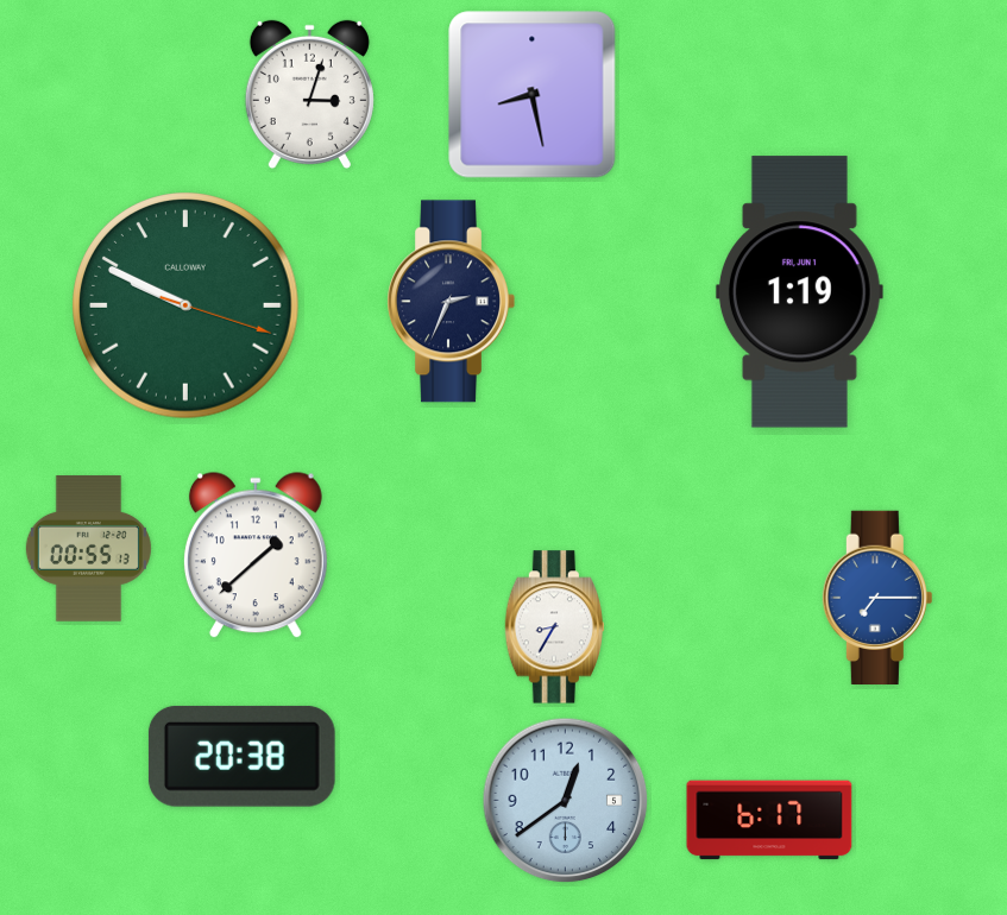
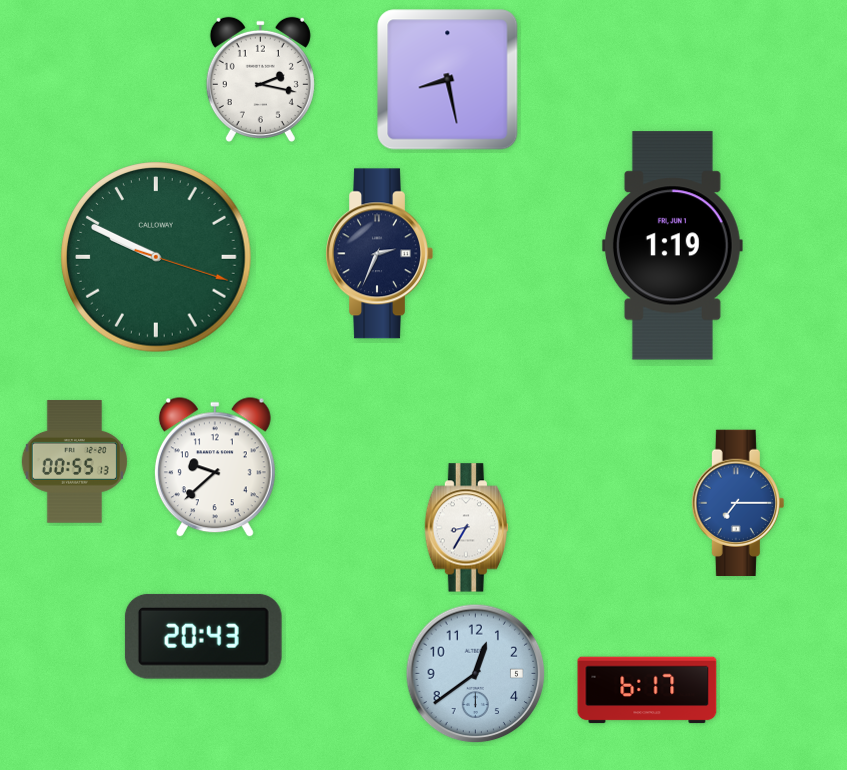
clock at (309, 94): 3:03 -> 2:17
clock at (256, 556): 1:38 -> 9:38
clock at (241, 756): 20:38 -> 20:43
